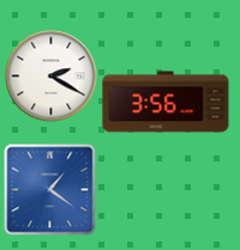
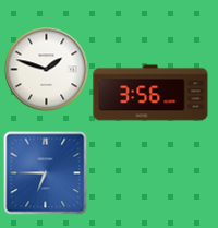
clock at (52, 77): 2:20 -> 1:48
clock at (50, 190): 1:21 -> 6:45
